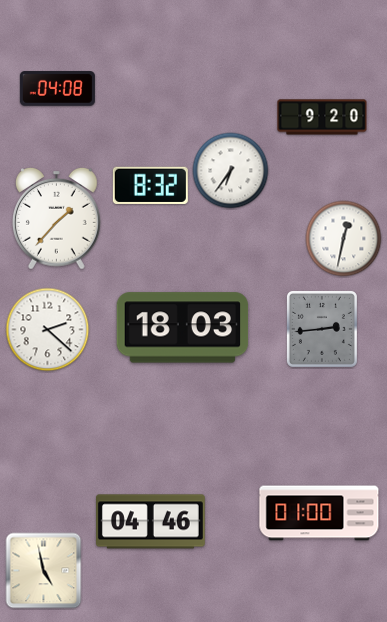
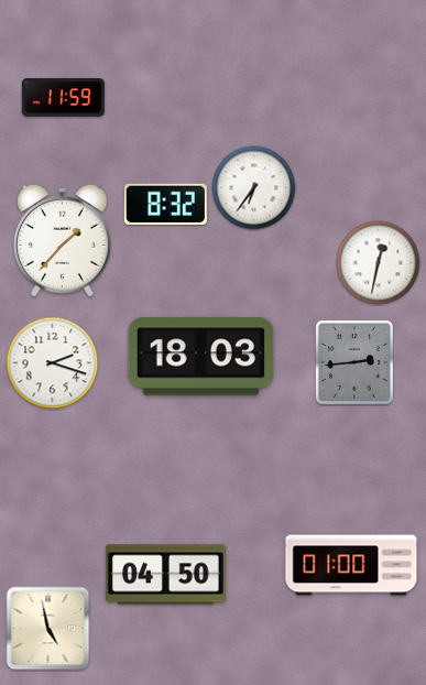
clock at (57, 89): 04:08 -> 11:59
clock at (322, 117): 9:20 -> none
clock at (183, 328) position: (183, 328) -> (201, 357)
clock at (48, 330): 2:22 -> 2:18
clock at (151, 522): 04:46 -> 04:50
